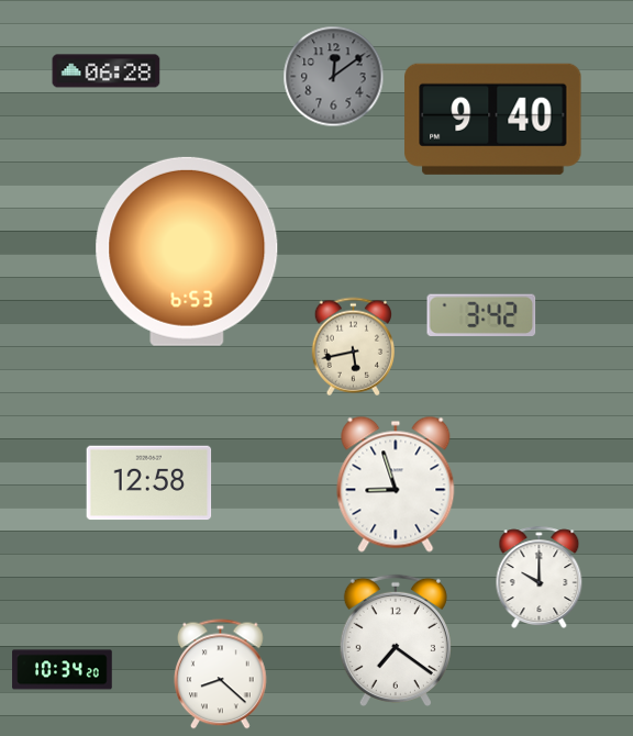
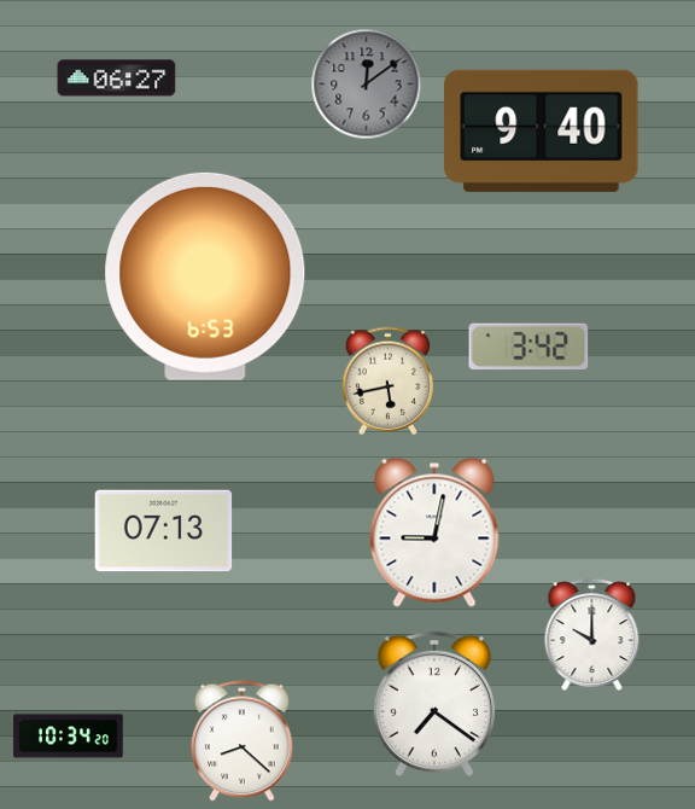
clock at (107, 71): 06:28 -> 06:27
clock at (149, 483): 12:58 -> 07:13
clock at (396, 484): 8:57 -> 9:02
